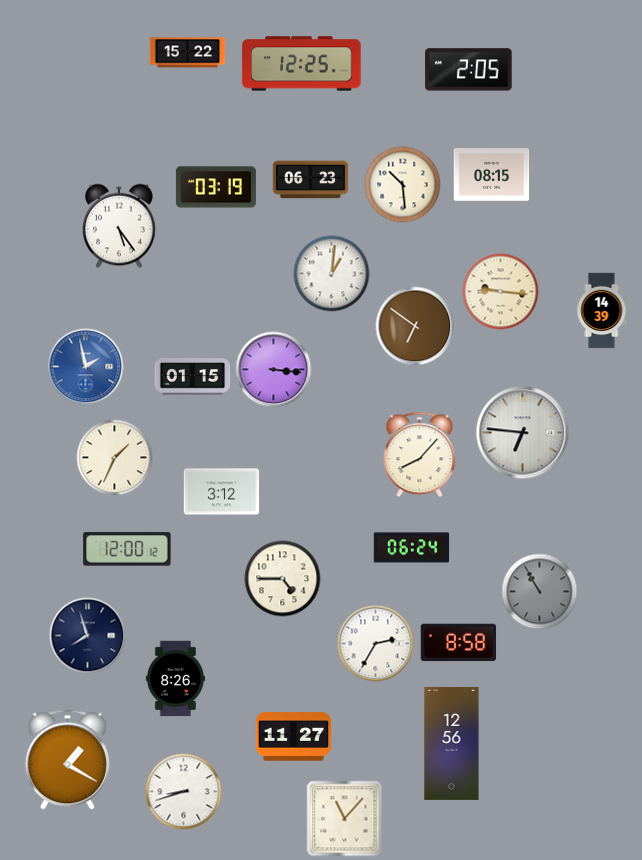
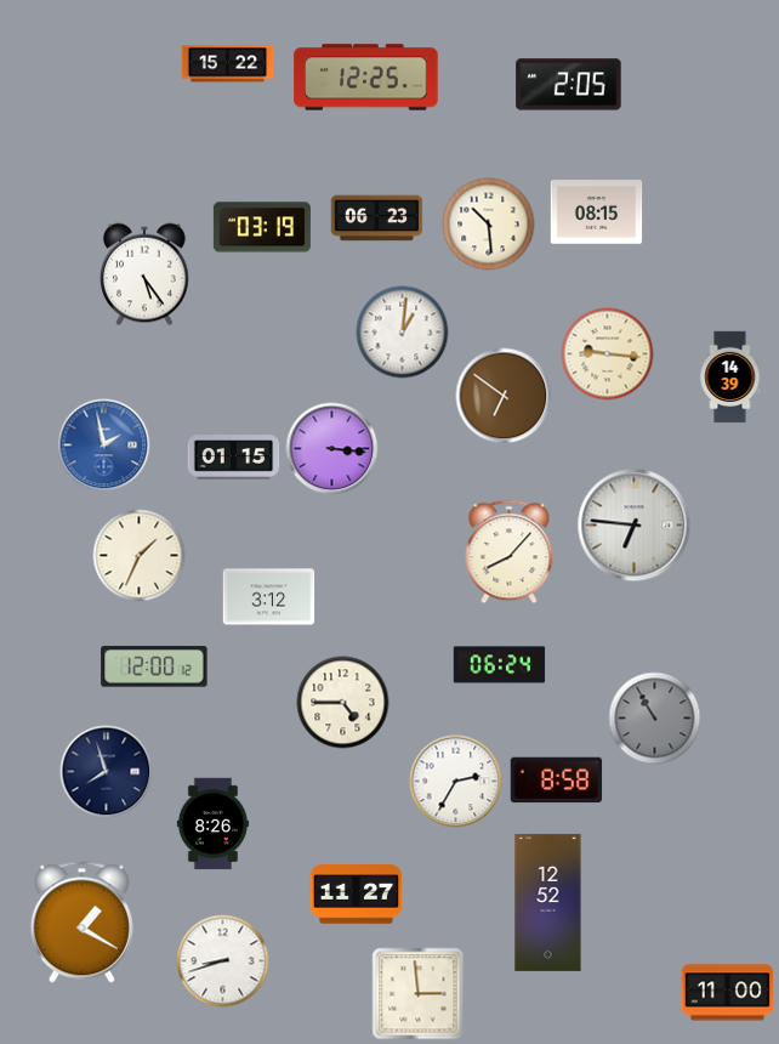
clock at (452, 743): 12:56 -> 12:52
clock at (728, 993): none -> 11:00
clock at (345, 819): 11:07 -> 2:59
